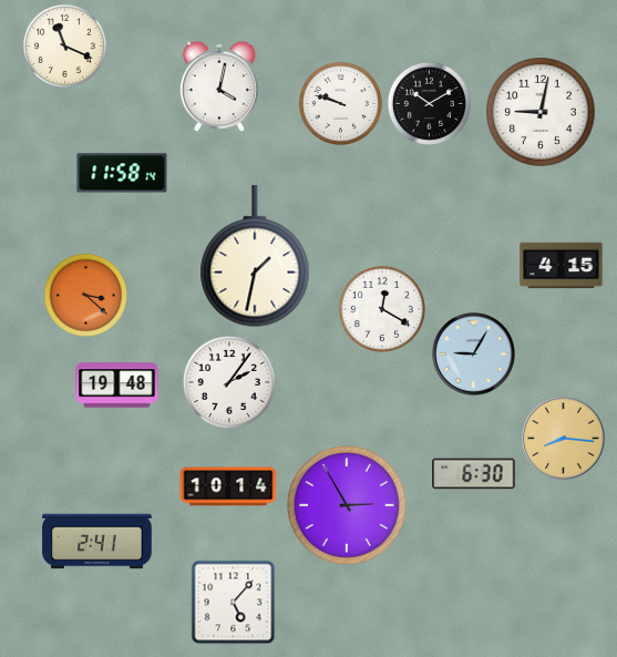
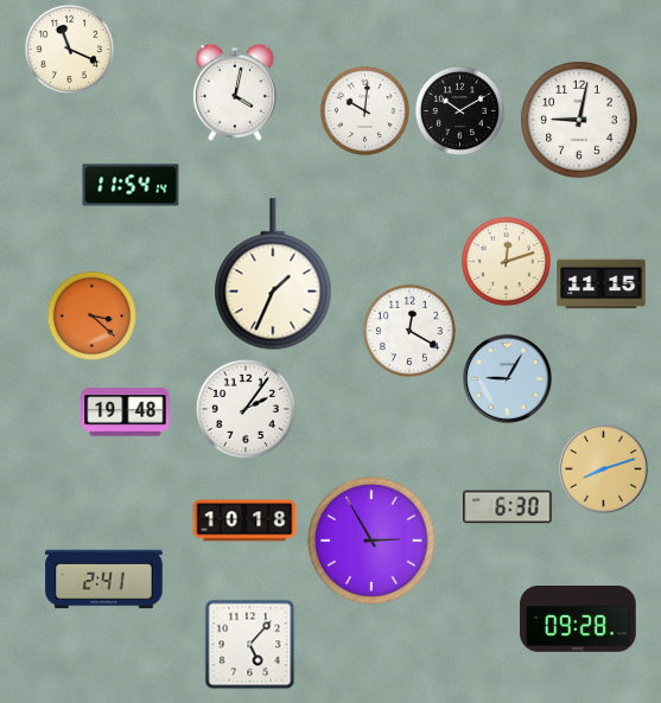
clock at (340, 103): 9:48 -> 10:01
clock at (122, 173): 11:58 -> 11:54
clock at (506, 261): none -> 12:12
clock at (255, 257): 1:32 -> 1:34
clock at (562, 266): 4:15 -> 11:15
clock at (564, 439): 8:16 -> 8:12
clock at (228, 486): 10:14 -> 10:18
clock at (578, 620): none -> 09:28
